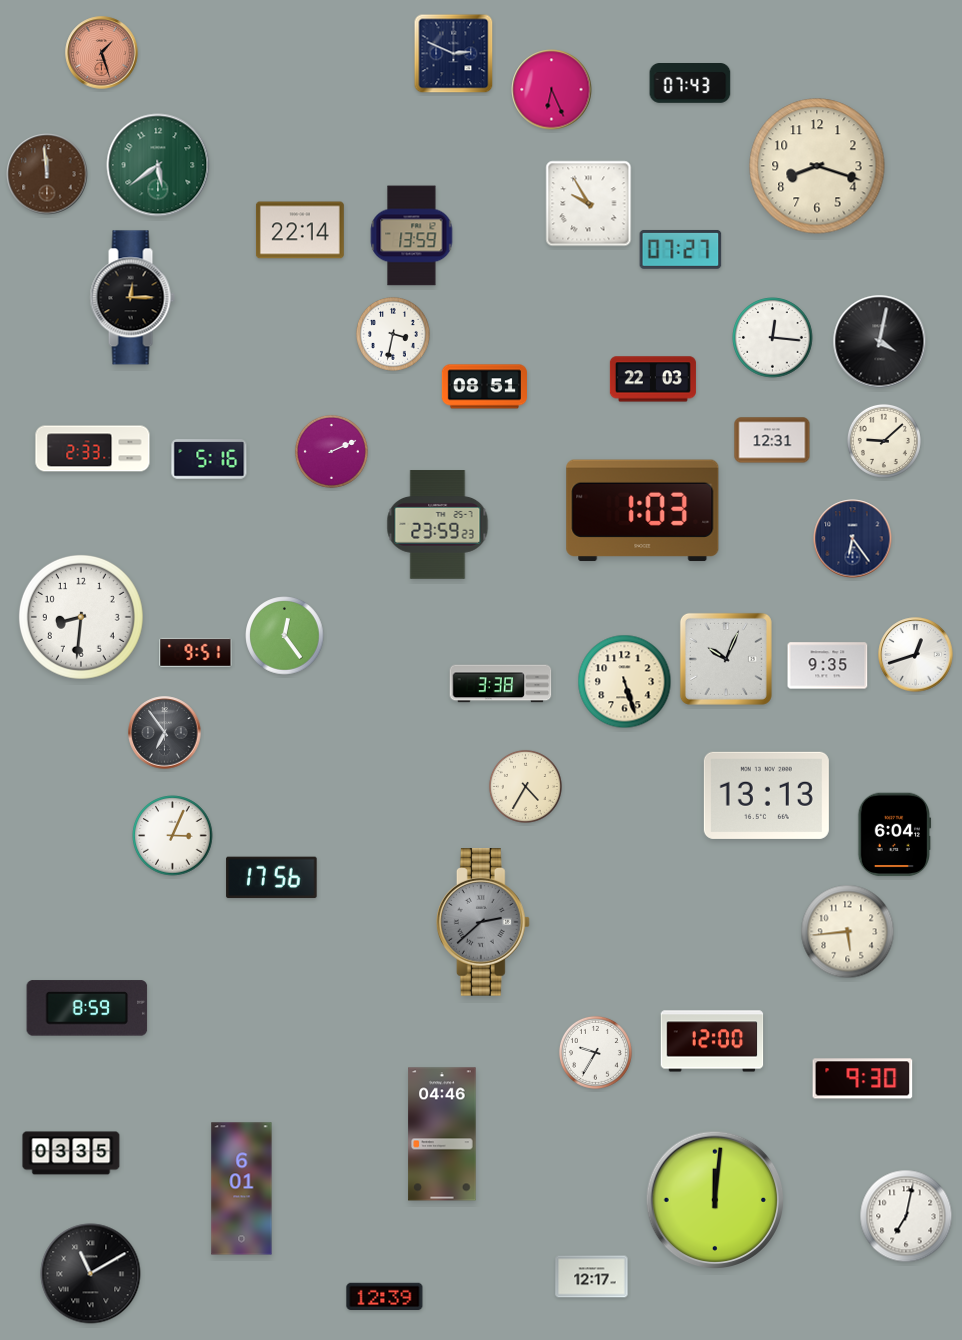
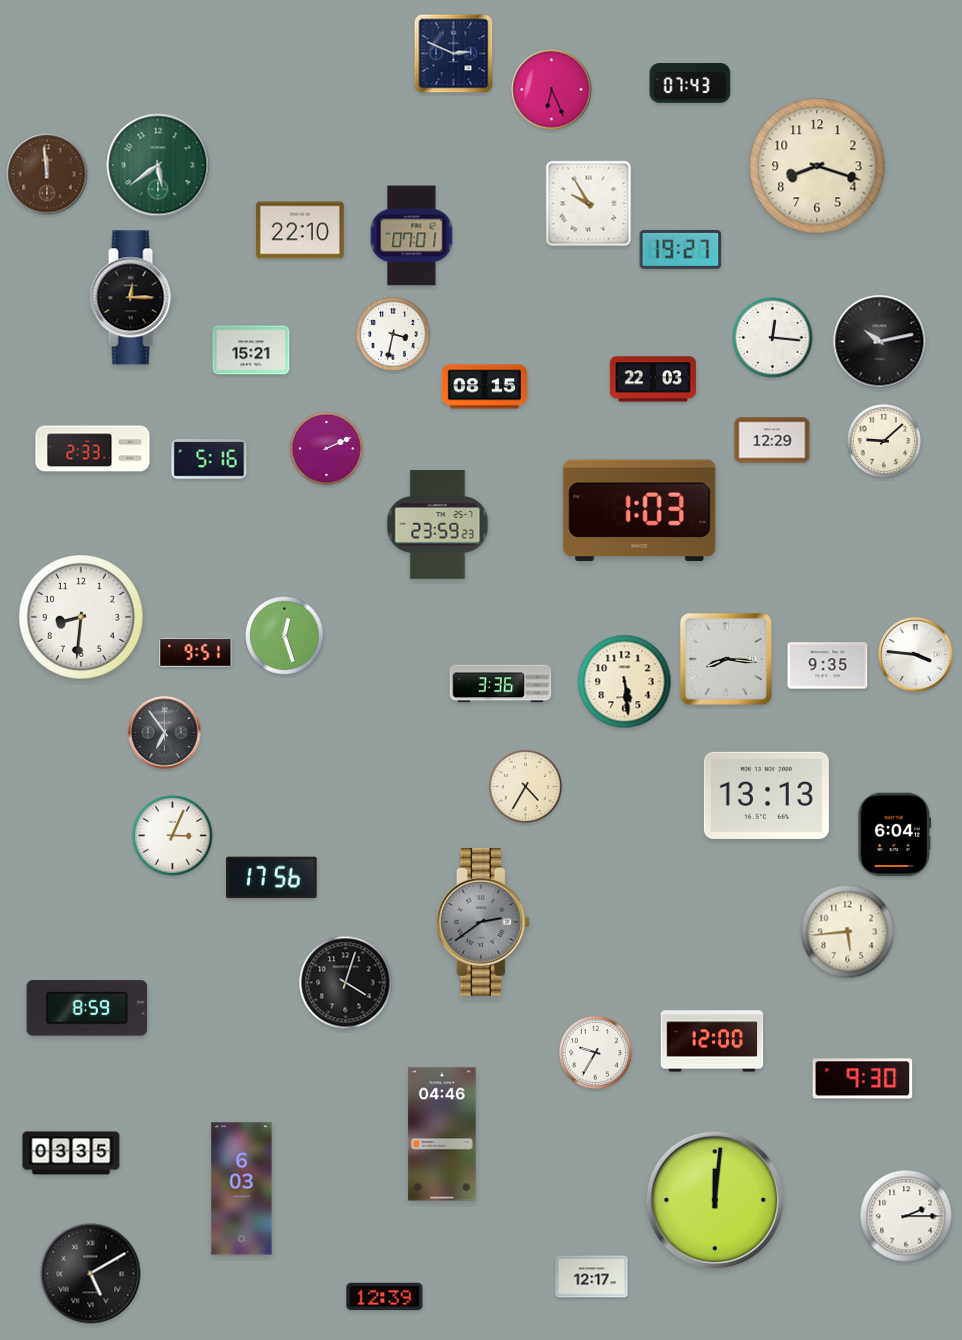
clock at (102, 53): 1:27 -> none
clock at (300, 230): 22:14 -> 22:10
clock at (412, 236): 13:59 -> 07:01
clock at (681, 249): 07:27 -> 19:27
clock at (880, 342): 4:02 -> 10:13
clock at (251, 350): none -> 15:21
clock at (484, 387): 08:51 -> 08:15
clock at (772, 440): 12:31 -> 12:29
clock at (331, 451) position: (331, 451) -> (326, 448)
clock at (643, 511) position: (643, 511) -> (640, 511)
clock at (853, 539): 6:24 -> none
clock at (285, 636): 12:24 -> 12:27
clock at (916, 655): 12:42 -> 3:46
clock at (726, 659): 10:04 -> 8:16
clock at (625, 682): 5:27 -> 5:29
clock at (501, 684): 3:38 -> 3:36
clock at (483, 922): 2:38 -> 2:39
clock at (346, 983): none -> 4:03
clock at (242, 1189): 6:01 -> 6:03
clock at (906, 1216): 7:02 -> 2:15
clock at (91, 1274): 11:10 -> 5:10
